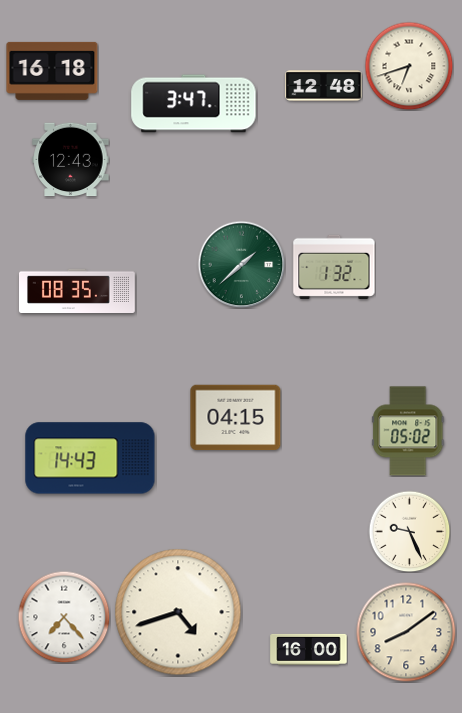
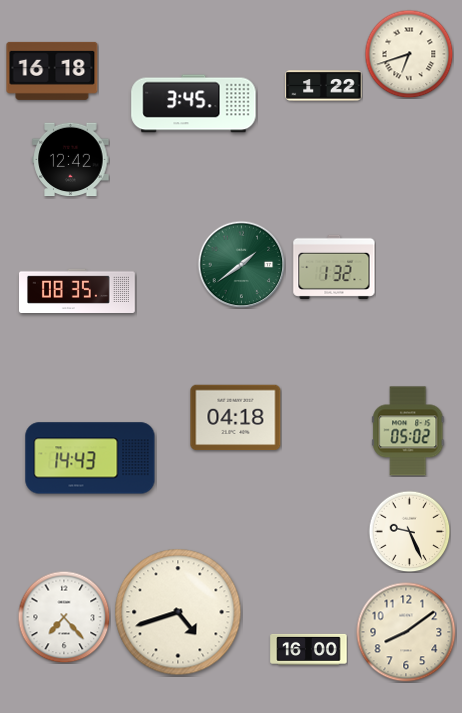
clock at (409, 66) position: (409, 66) -> (409, 54)
clock at (324, 86): 12:48 -> 1:22
clock at (194, 104): 3:47 -> 3:45
clock at (71, 160): 12:43 -> 12:42
clock at (241, 264): 1:38 -> 1:39
clock at (236, 418): 04:15 -> 04:18
